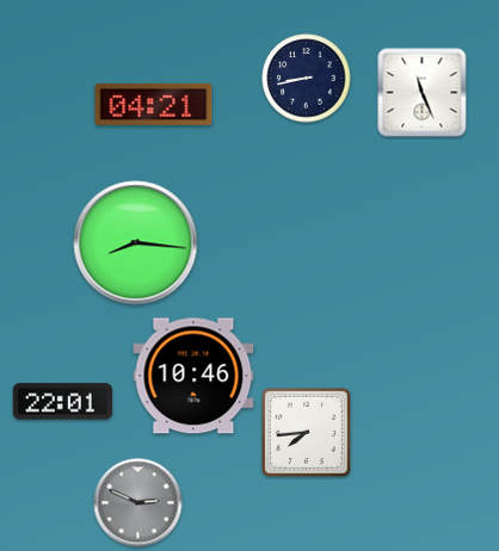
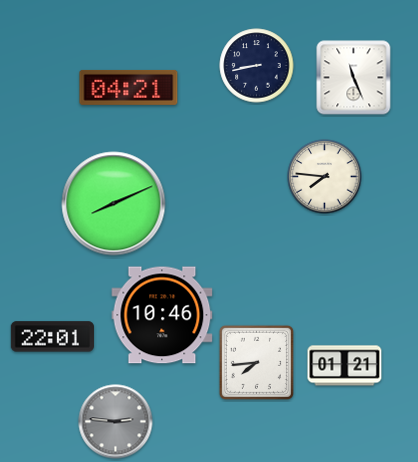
clock at (325, 177): none -> 7:46
clock at (136, 243): 8:16 -> 8:11
clock at (345, 366): none -> 01:21
clock at (138, 503): 2:49 -> 2:46
